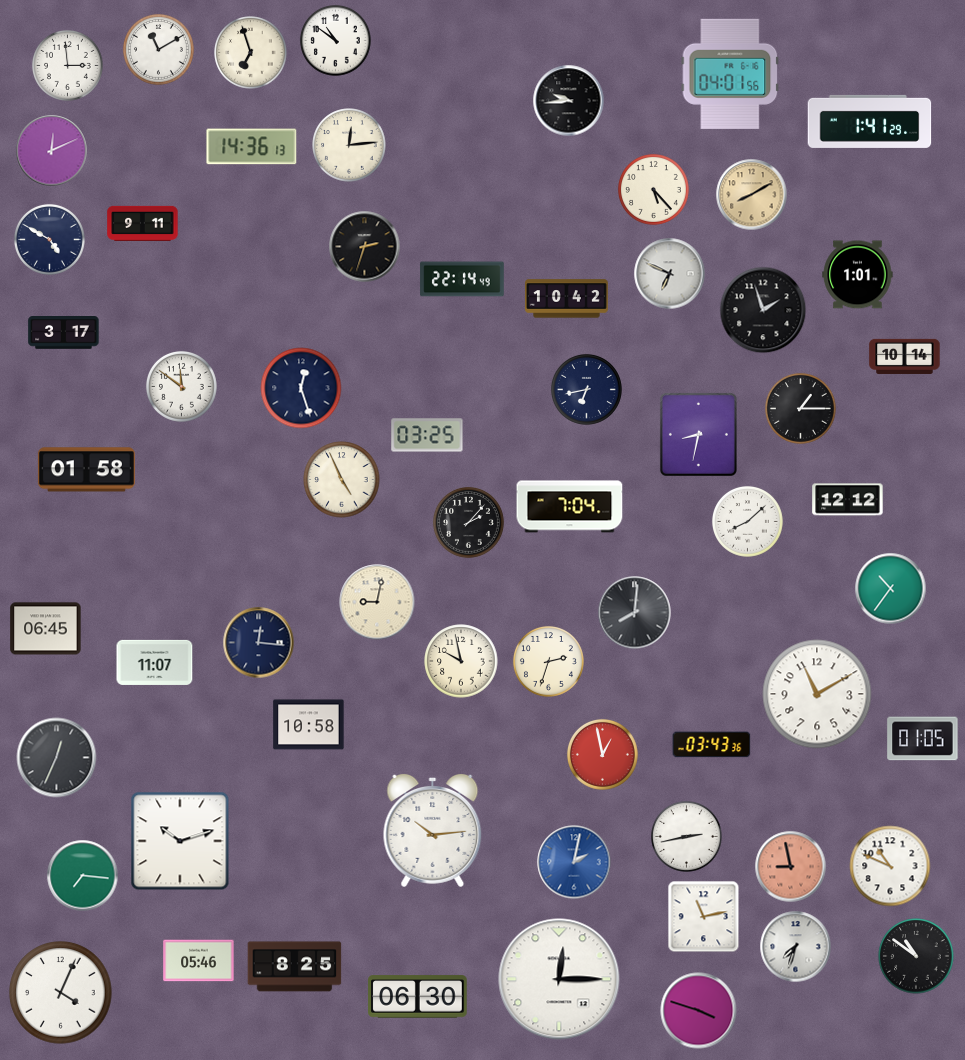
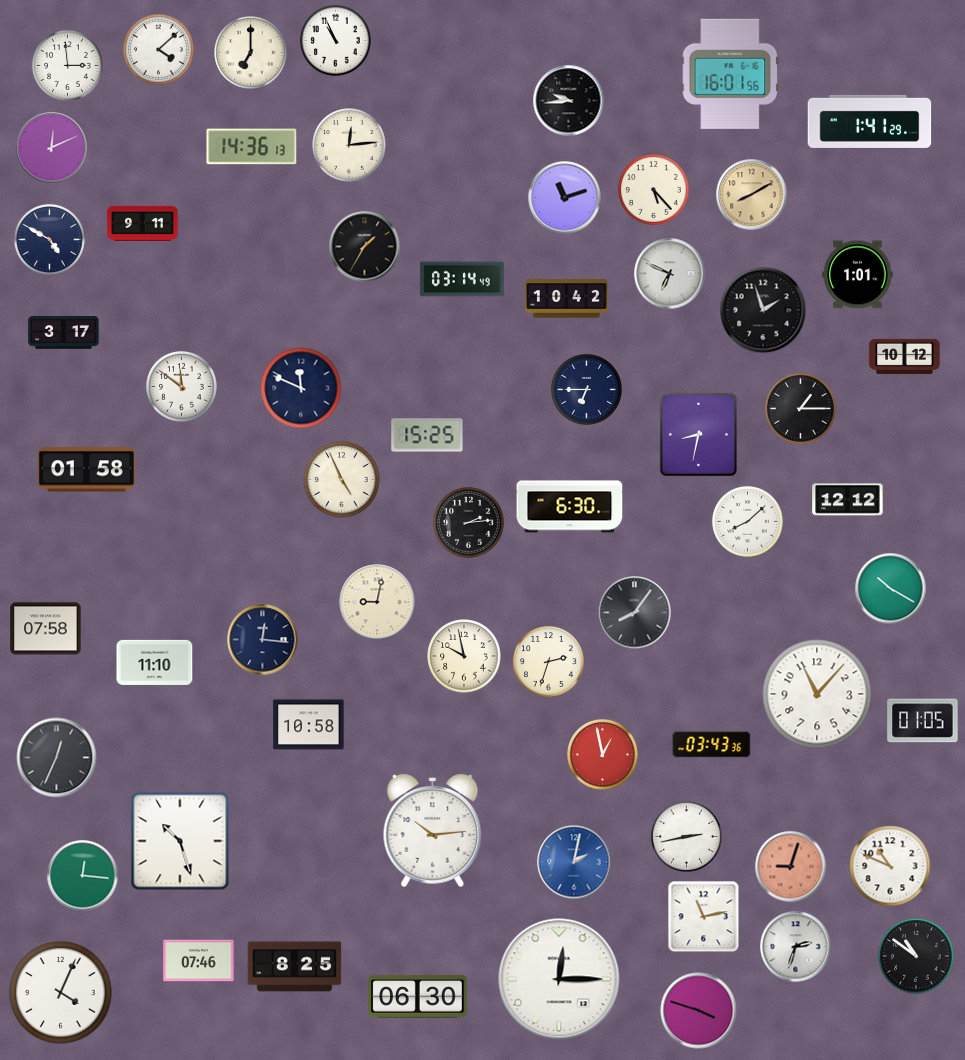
clock at (335, 40): 10:51 -> 10:56
clock at (158, 49): 11:10 -> 4:08
clock at (251, 53): 6:57 -> 7:00
clock at (730, 74): 04:01 -> 16:01
clock at (52, 151) position: (52, 151) -> (52, 148)
clock at (565, 198): none -> 11:12
clock at (365, 247): 2:33 -> 1:35
clock at (462, 279): 22:14 -> 03:14
clock at (905, 356): 10:14 -> 10:12
clock at (301, 388): 12:27 -> 11:49
clock at (586, 389): 6:43 -> 6:45
clock at (427, 435): 03:25 -> 15:25
clock at (570, 507): 7:04 -> 6:30
clock at (468, 522): 2:07 -> 2:14
clock at (891, 589): 10:36 -> 10:20
clock at (635, 613): 8:01 -> 8:06
clock at (46, 629): 06:45 -> 07:58
clock at (259, 643) position: (259, 643) -> (263, 640)
clock at (461, 661) position: (461, 661) -> (464, 656)
clock at (155, 662): 11:07 -> 11:10
clock at (817, 694): 11:10 -> 11:07
clock at (923, 739) position: (923, 739) -> (923, 721)
clock at (180, 841): 10:12 -> 10:27
clock at (791, 867): 8:58 -> 9:03
clock at (83, 876): 7:16 -> 12:16
clock at (796, 947): 7:33 -> 2:33
clock at (199, 961): 05:46 -> 07:46
